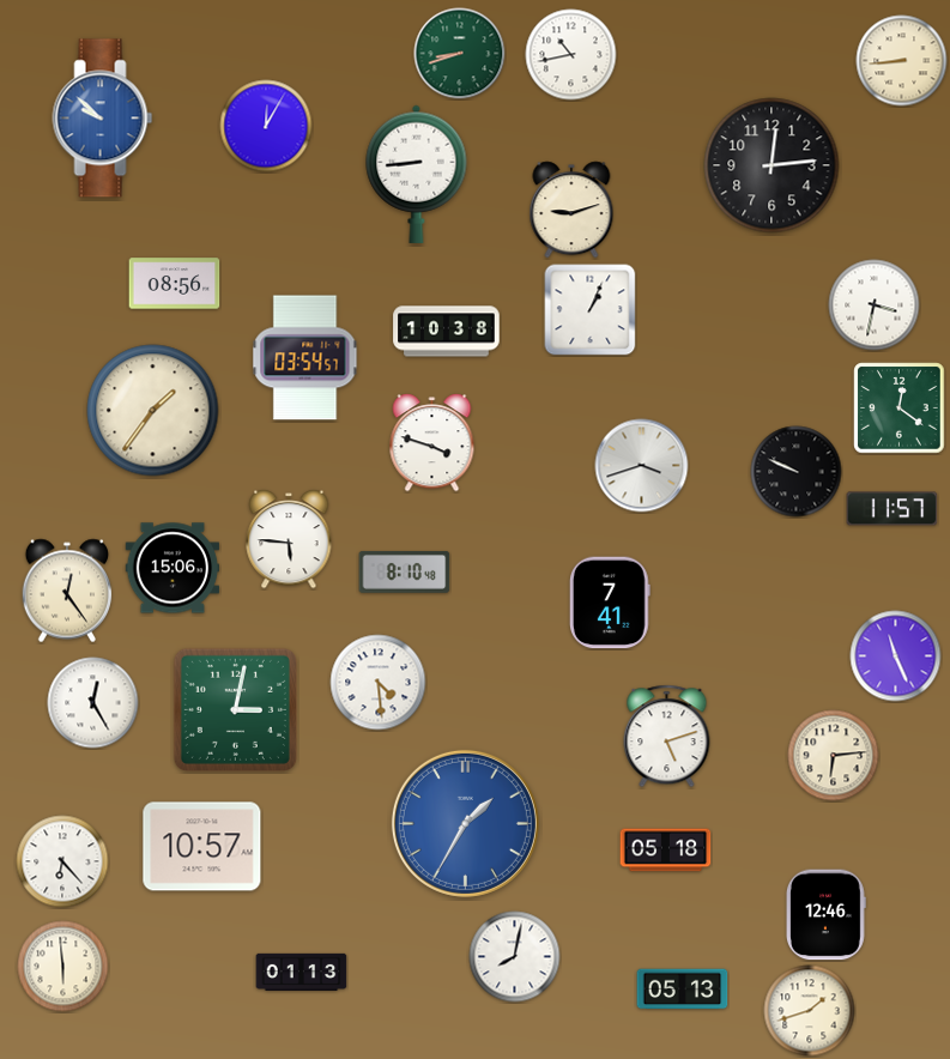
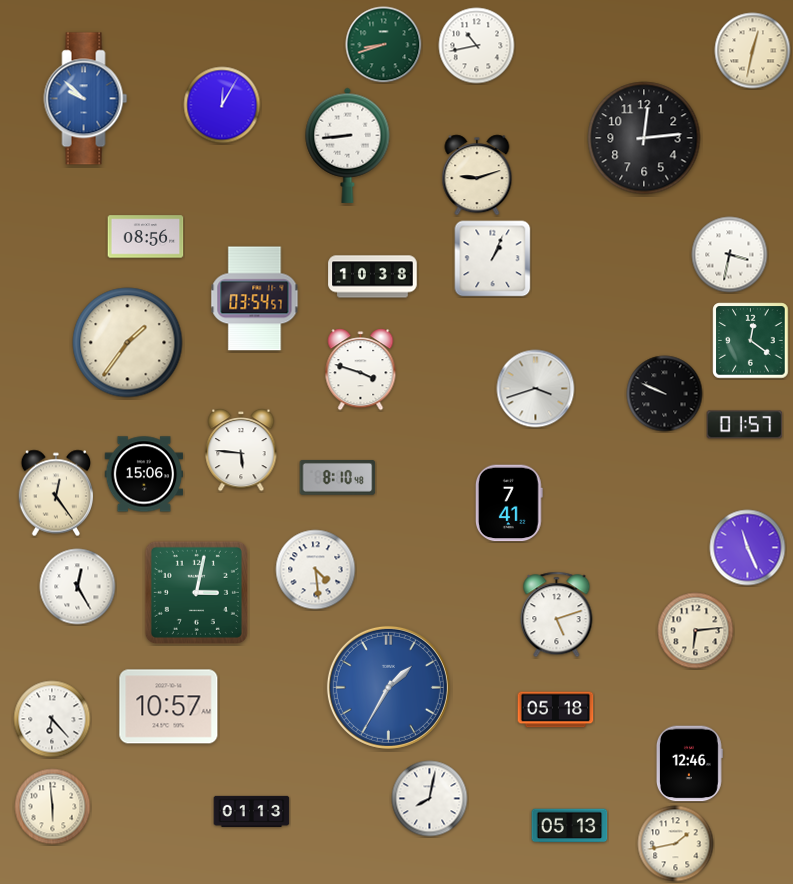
clock at (902, 61): 8:44 -> 12:32
clock at (892, 509): 11:57 -> 01:57
clock at (810, 1011): 1:42 -> 1:43
